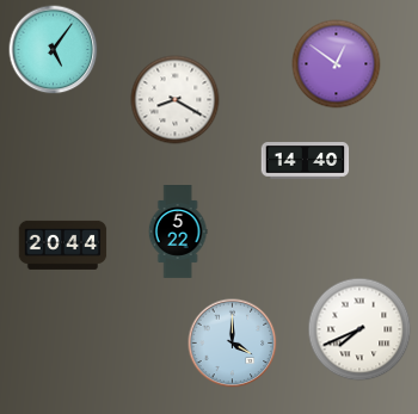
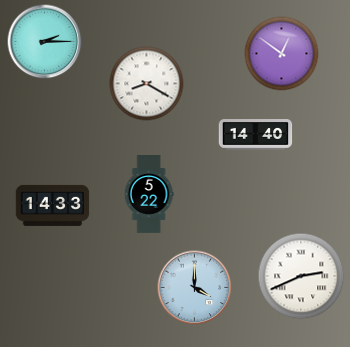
clock at (54, 50): 5:06 -> 2:15
clock at (63, 245): 20:44 -> 14:33
clock at (359, 329): 7:41 -> 2:41
